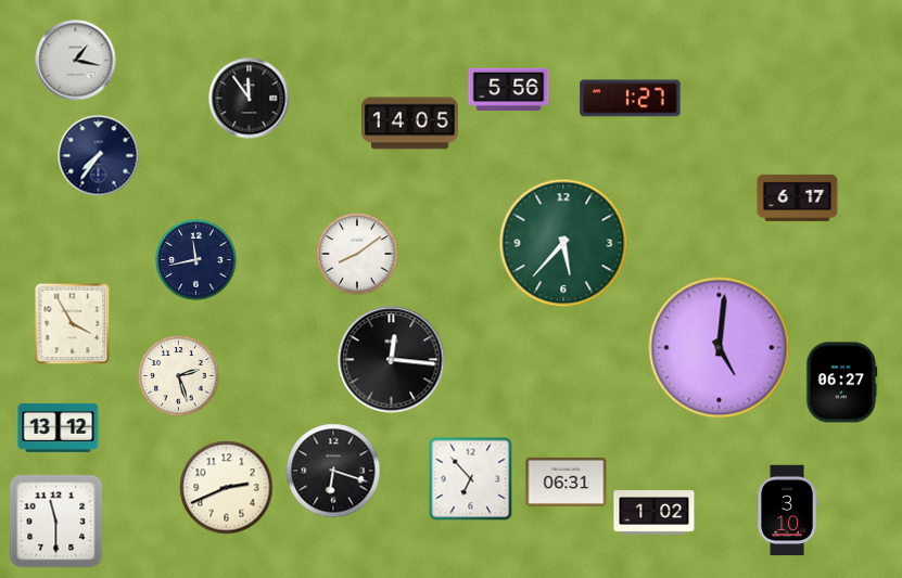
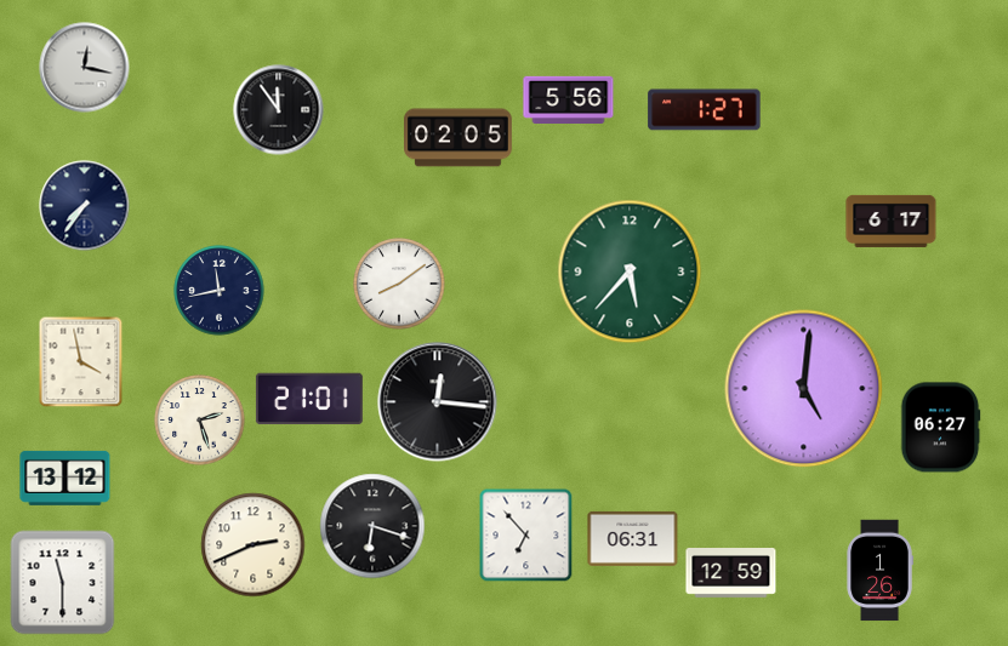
clock at (76, 61): 1:17 -> 12:17
clock at (410, 124): 14:05 -> 02:05
clock at (99, 156) position: (99, 156) -> (85, 206)
clock at (73, 324): 3:55 -> 3:58
clock at (309, 399): none -> 21:01
clock at (787, 511): 3:10 -> 1:26
clock at (655, 513): 1:02 -> 12:59
